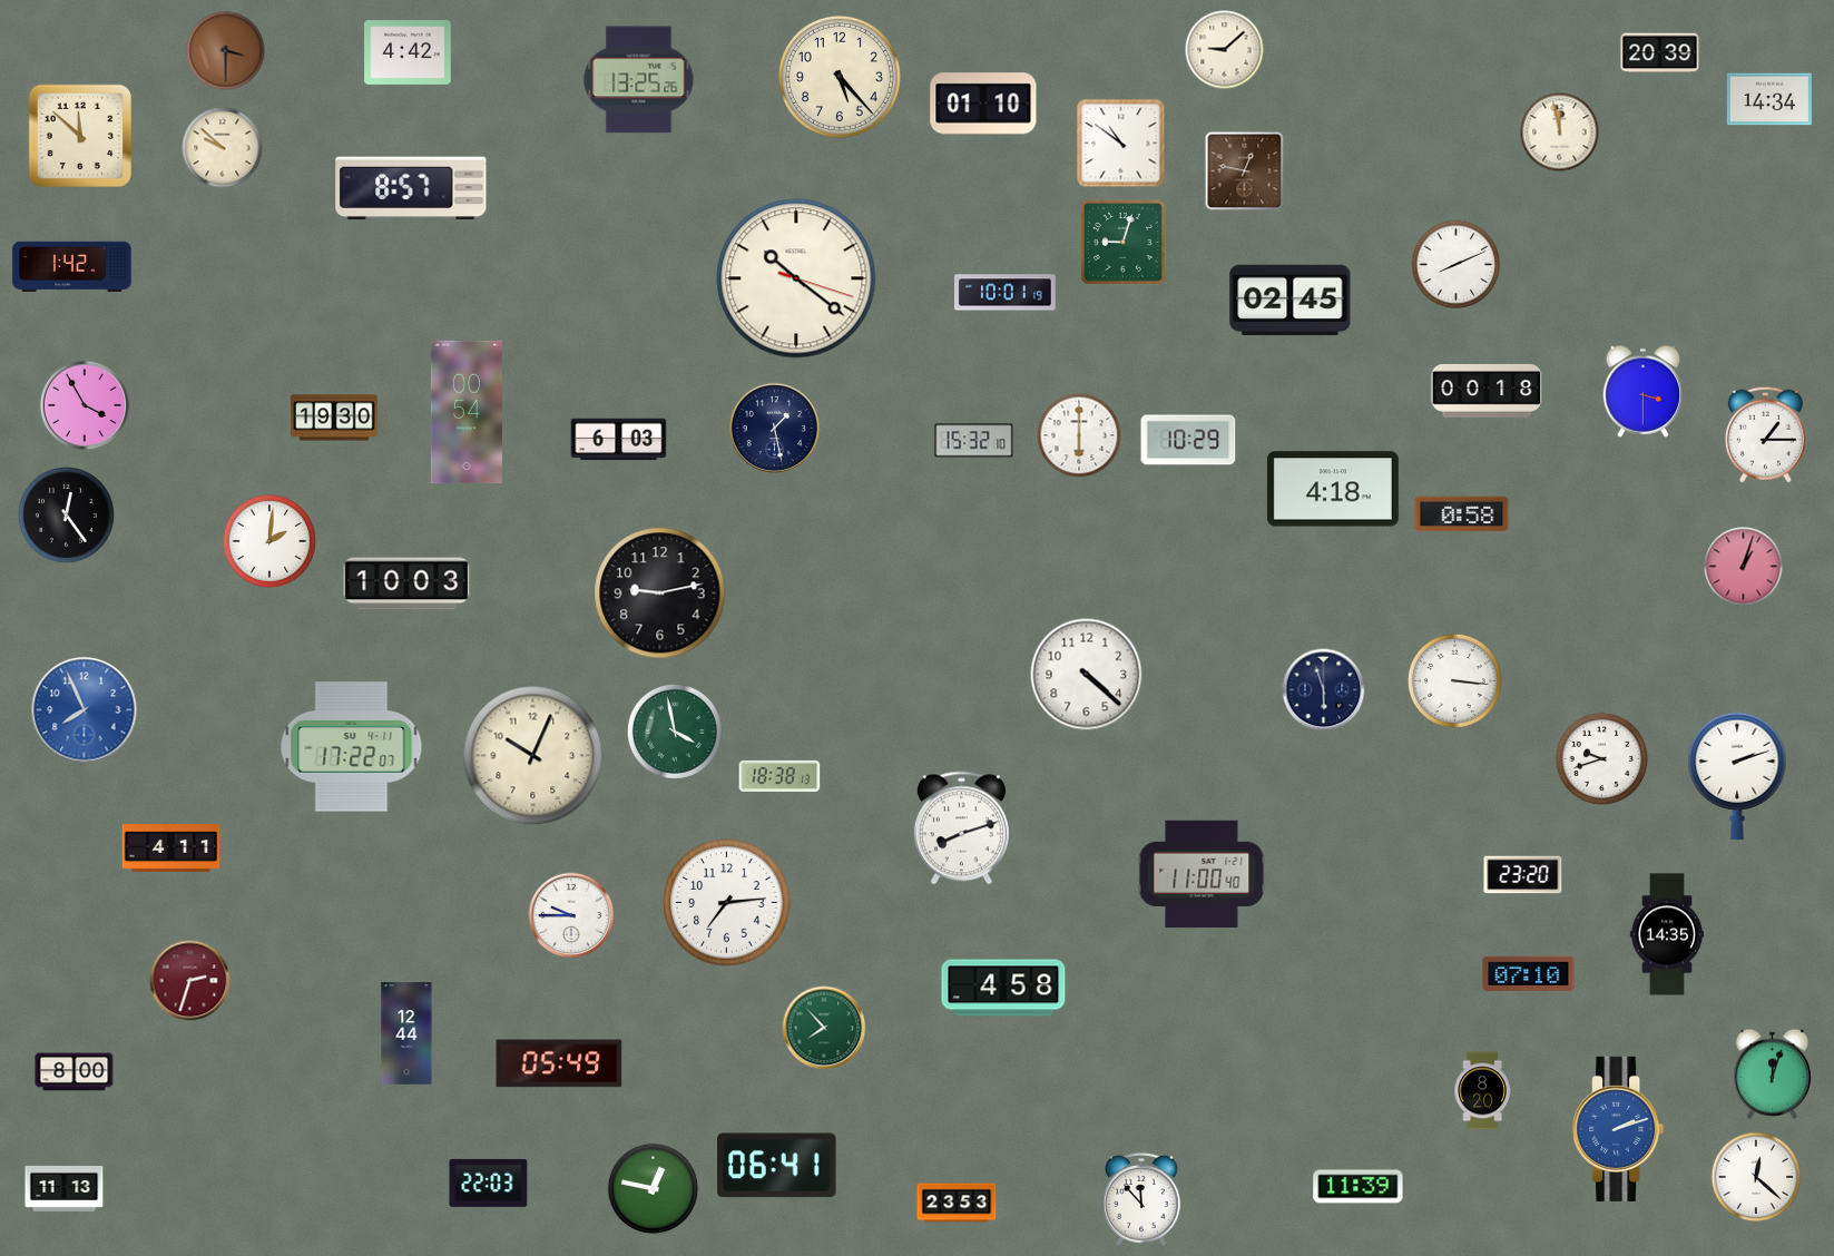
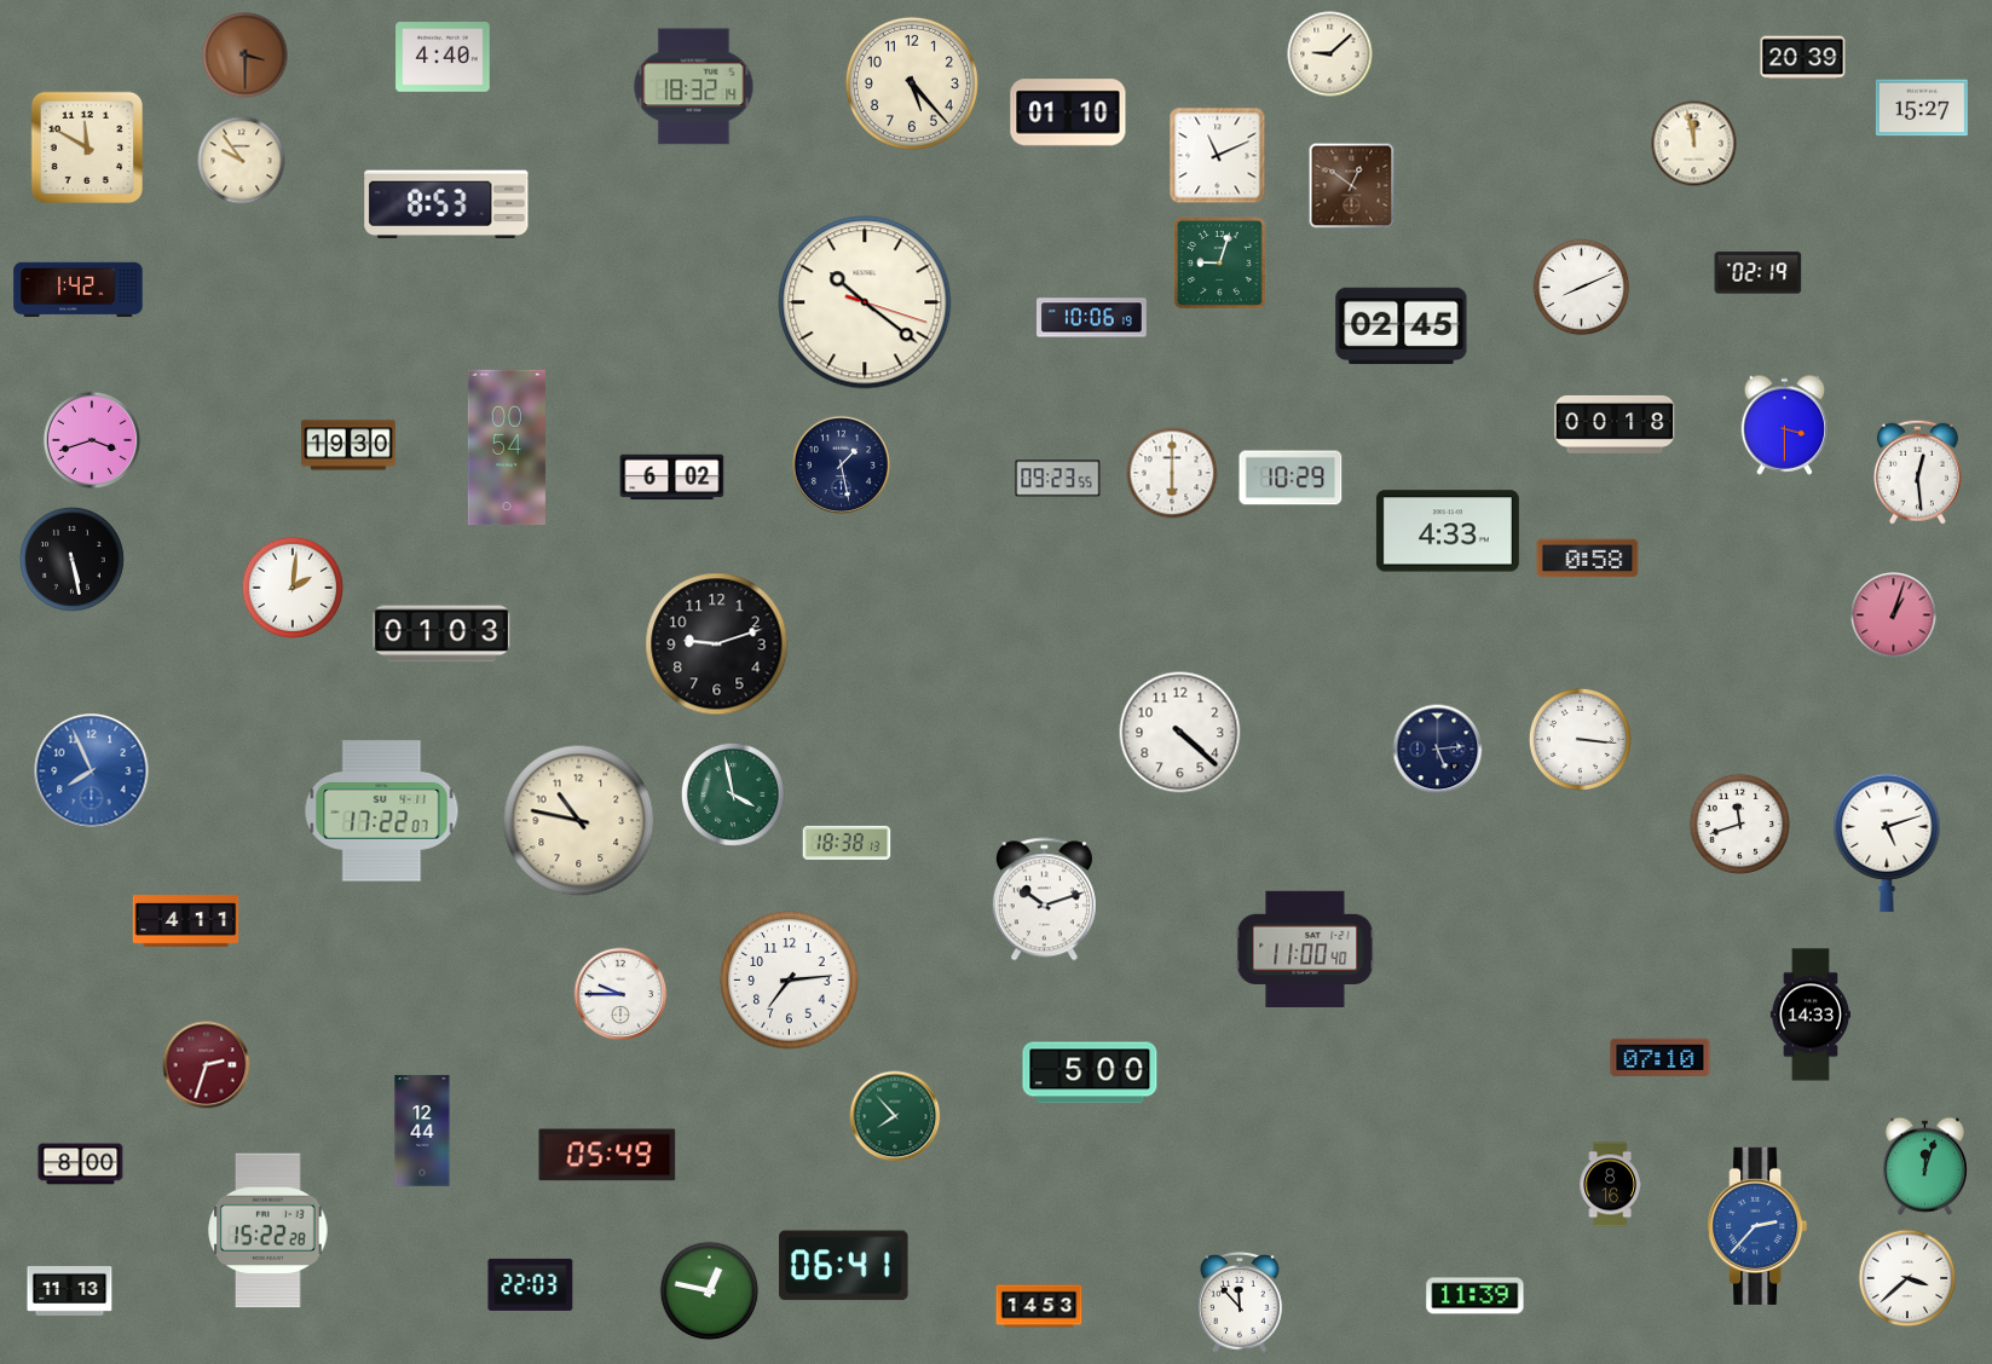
clock at (408, 53): 4:42 -> 4:40
clock at (639, 80): 13:25 -> 18:32
clock at (1769, 99): 14:34 -> 15:27
clock at (80, 136): 11:52 -> 11:50
clock at (1121, 144): 10:51 -> 11:11
clock at (223, 148): 9:52 -> 9:54
clock at (1245, 171): 12:47 -> 12:51
clock at (411, 188): 8:57 -> 8:53
clock at (1759, 273): none -> 02:19
clock at (1006, 293): 10:01 -> 10:06
clock at (84, 404): 3:55 -> 3:42
clock at (334, 418) position: (334, 418) -> (348, 445)
clock at (1765, 434): 1:15 -> 12:29
clock at (619, 440): 6:03 -> 6:02
clock at (974, 441): 15:32 -> 09:23
clock at (1333, 489): 4:18 -> 4:33
clock at (66, 514): 12:24 -> 5:28
clock at (406, 583): 10:03 -> 01:03
clock at (660, 593): 9:13 -> 9:12
clock at (1324, 690): 5:57 -> 5:14
clock at (533, 756): 10:04 -> 10:47
clock at (1601, 758): 9:42 -> 11:42
clock at (1737, 776): 2:12 -> 5:12
clock at (961, 828): 8:12 -> 10:12
clock at (1523, 875): 23:20 -> none
clock at (1666, 934): 14:35 -> 14:33
clock at (1003, 988): 4:58 -> 5:00
clock at (406, 1033) position: (406, 1033) -> (422, 1131)
clock at (1482, 1091): 8:20 -> 8:16
clock at (1618, 1129): 2:12 -> 2:37
clock at (269, 1231): none -> 15:22
clock at (1756, 1177): 12:22 -> 3:38
clock at (1359, 1187) position: (1359, 1187) -> (1476, 1296)
clock at (957, 1203): 23:53 -> 14:53
